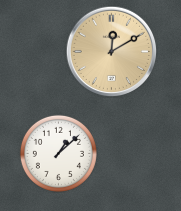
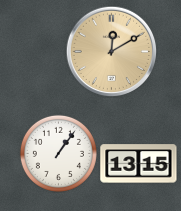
clock at (58, 153): 1:08 -> 1:06
clock at (139, 164): none -> 13:15
